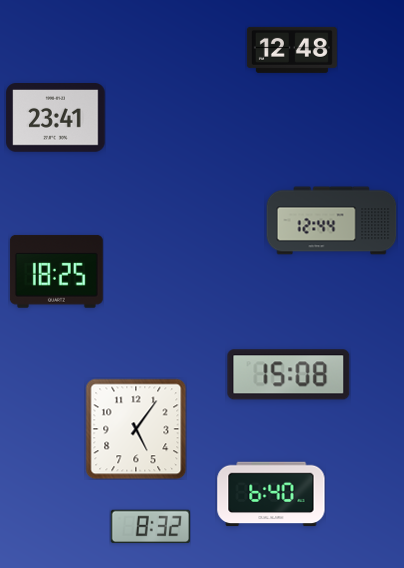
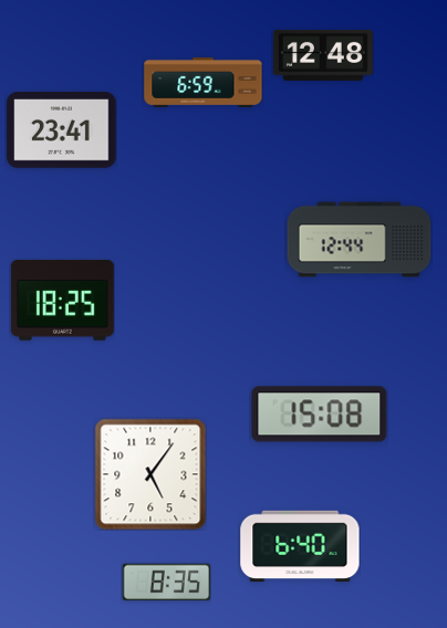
clock at (204, 82): none -> 6:59
clock at (332, 221) position: (332, 221) -> (360, 240)
clock at (150, 527): 8:32 -> 8:35
